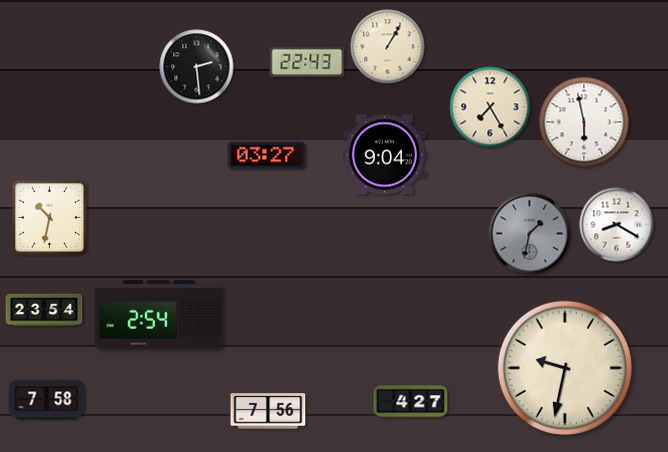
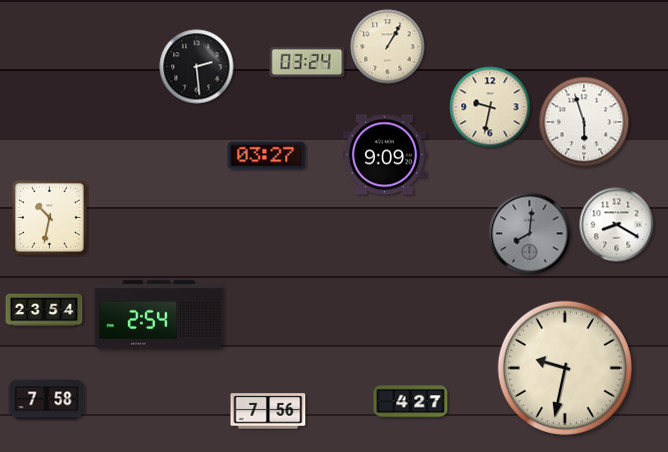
clock at (307, 62): 22:43 -> 03:24
clock at (490, 107): 7:25 -> 9:32
clock at (584, 122): 5:58 -> 5:57
clock at (384, 155): 9:04 -> 9:09
clock at (530, 234): 1:32 -> 8:01
